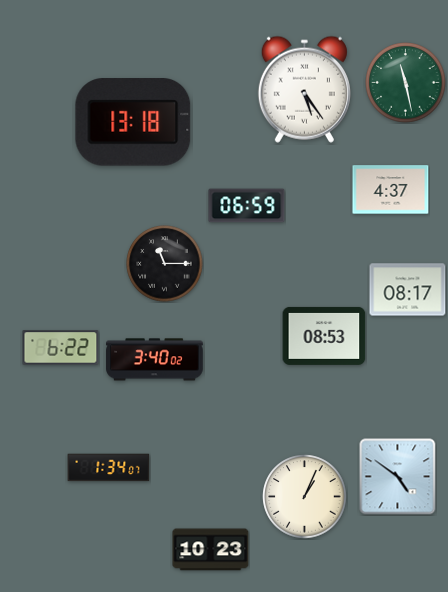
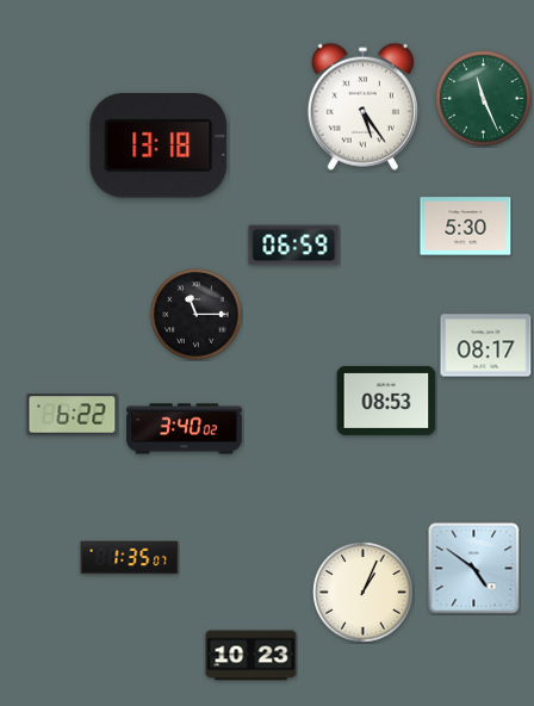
clock at (406, 83): 11:28 -> 11:26
clock at (391, 190): 4:37 -> 5:30
clock at (109, 468): 1:34 -> 1:35
